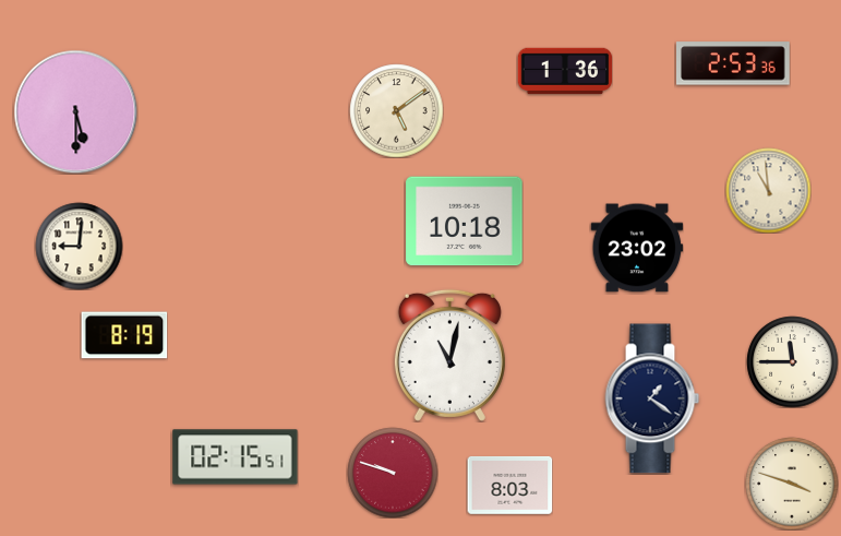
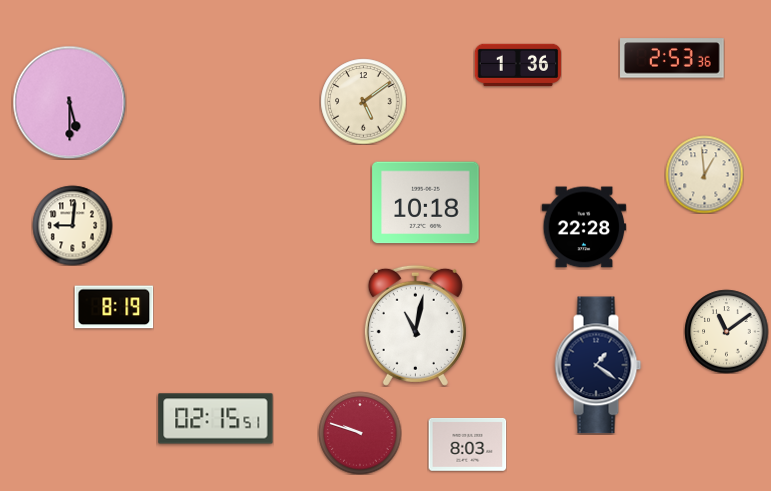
clock at (768, 190): 10:59 -> 12:59
clock at (637, 248): 23:02 -> 22:28
clock at (449, 355) position: (449, 355) -> (415, 325)
clock at (792, 361): 11:45 -> 11:09
clock at (792, 484): 3:48 -> none
